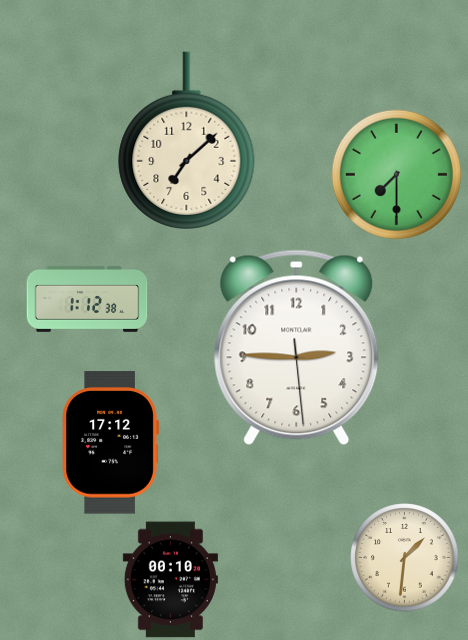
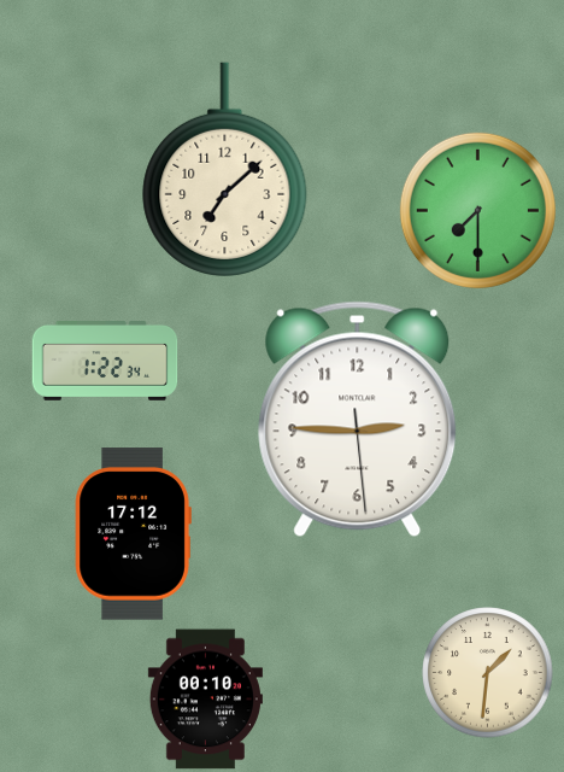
clock at (87, 300): 1:12 -> 1:22
